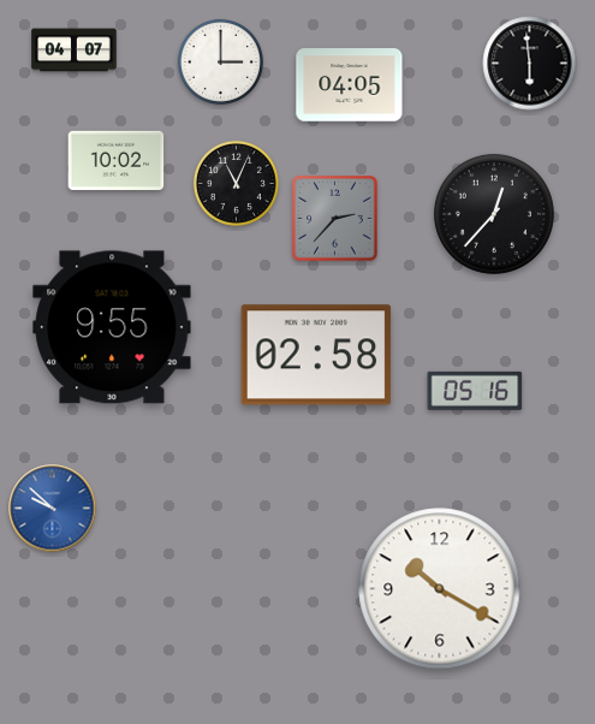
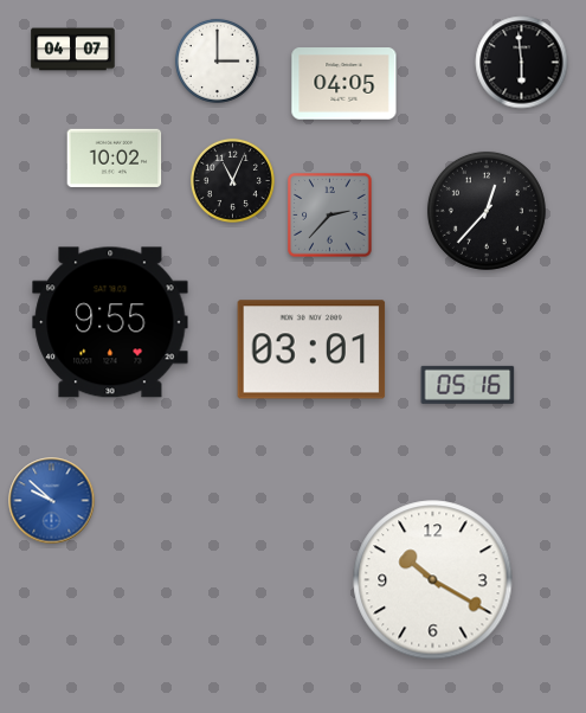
clock at (316, 355): 02:58 -> 03:01
